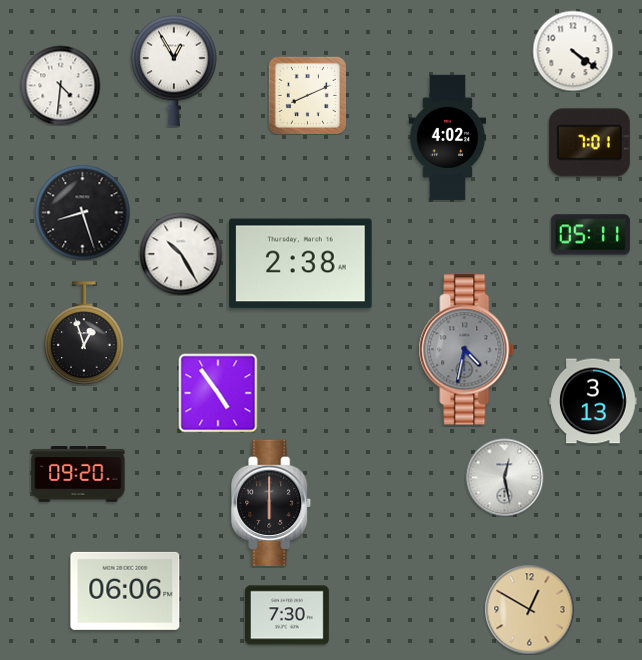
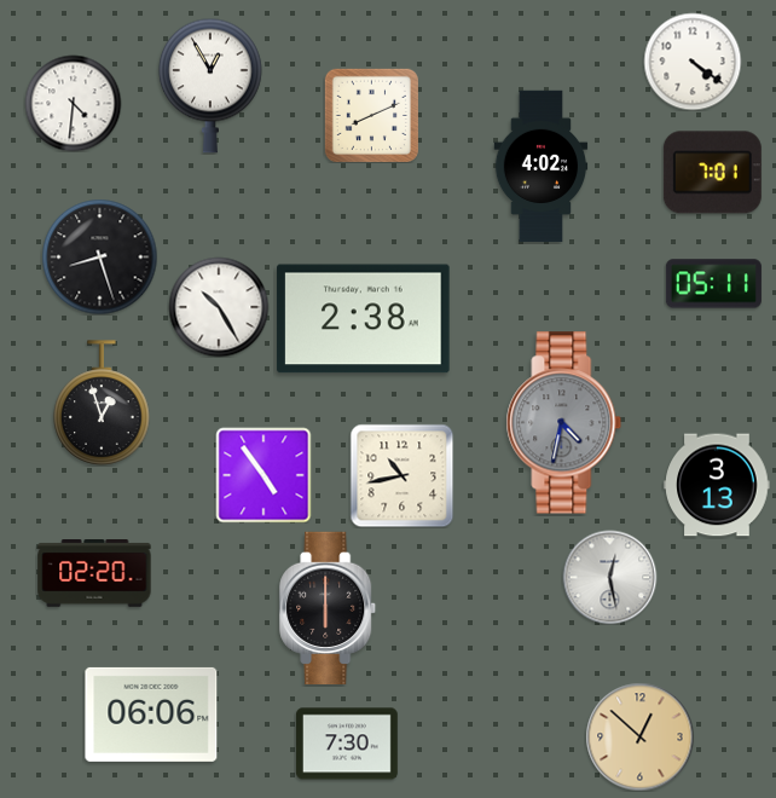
clock at (401, 475): none -> 10:43
clock at (78, 475): 09:20 -> 02:20
clock at (529, 609): 12:50 -> 12:52
